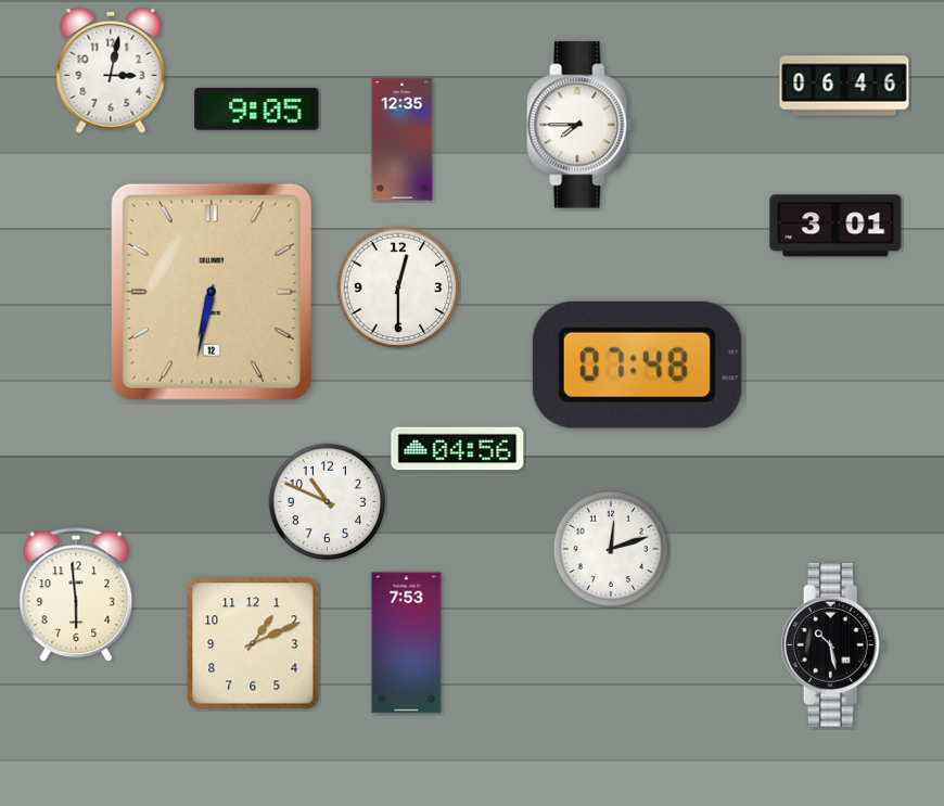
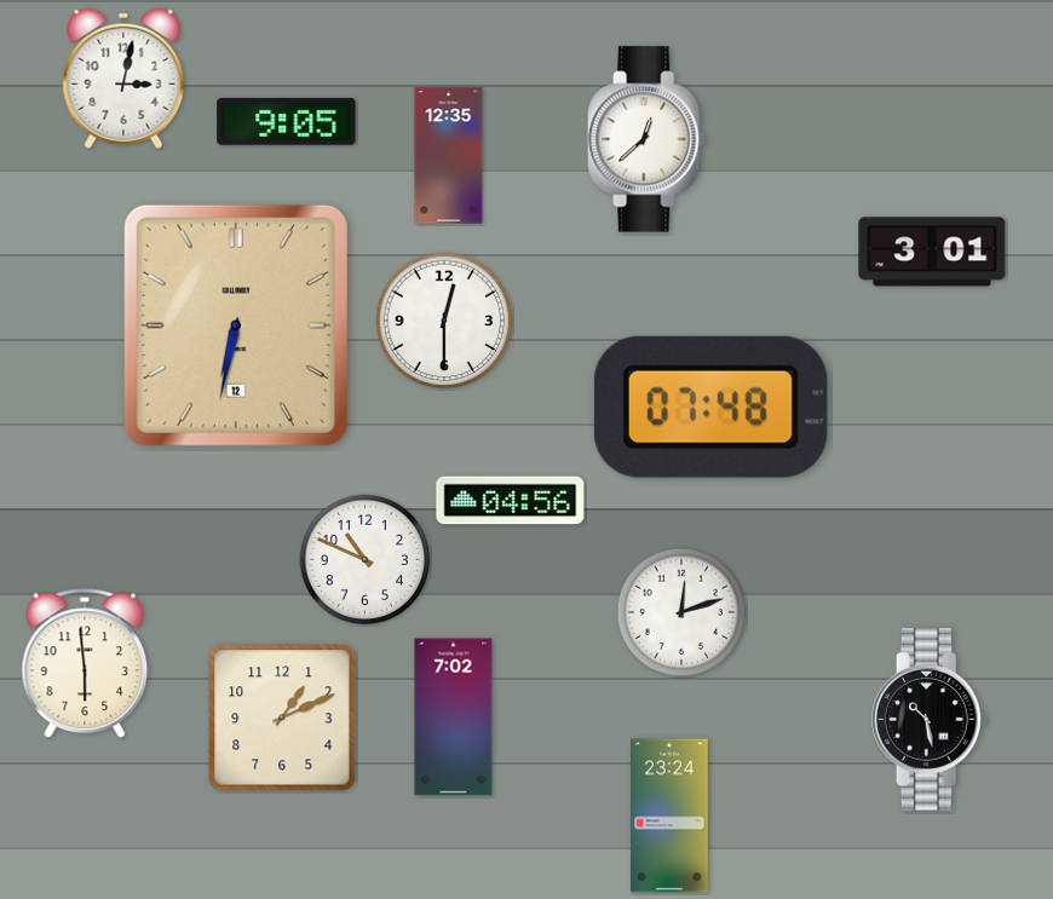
clock at (844, 86): 06:46 -> none
clock at (579, 125): 7:45 -> 12:38
clock at (407, 643): 7:53 -> 7:02
clock at (669, 816): none -> 23:24
